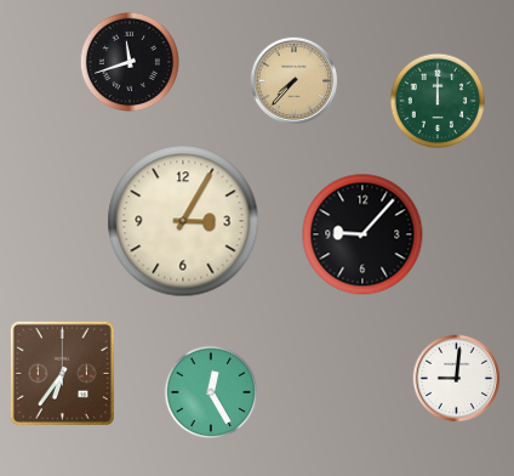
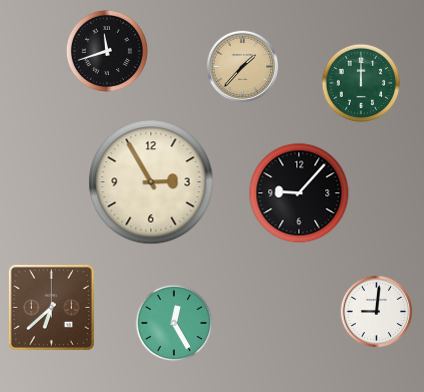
clock at (295, 81): 7:37 -> 1:37
clock at (183, 221): 3:05 -> 2:55
clock at (62, 373): 6:36 -> 6:38
